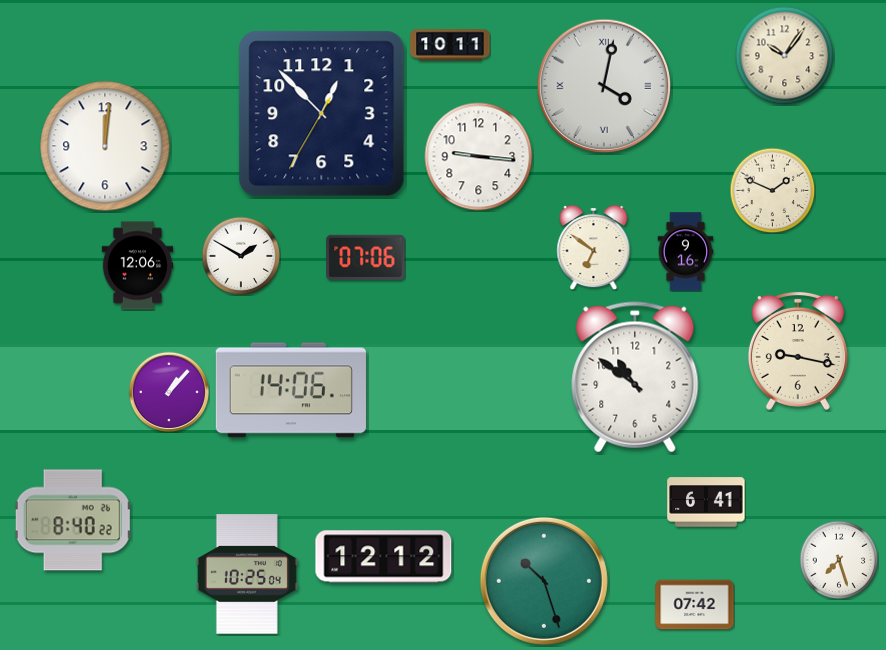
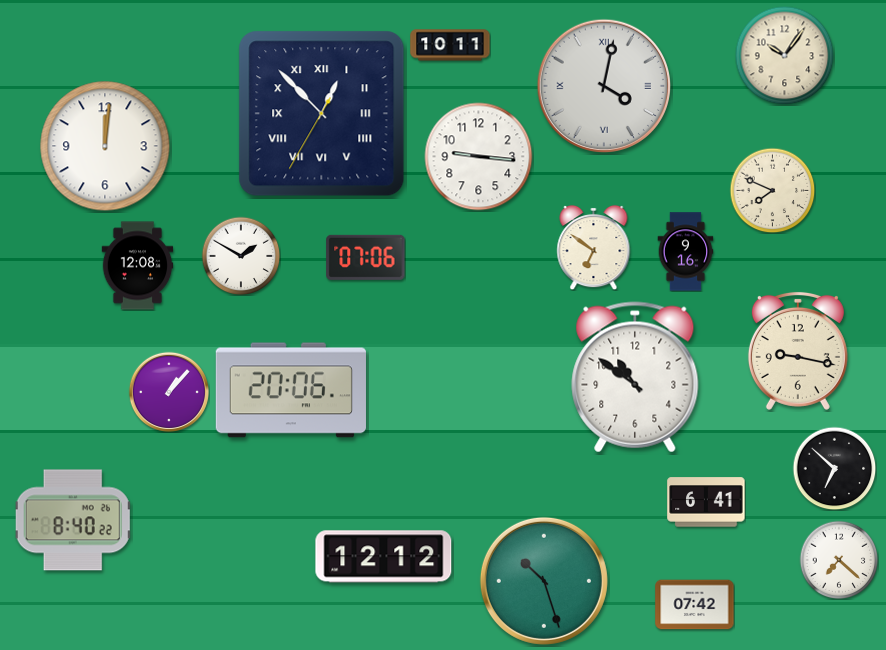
clock at (322, 114) numerals: Arabic -> Roman
clock at (772, 190): 1:49 -> 7:49
clock at (138, 266): 12:06 -> 12:08
clock at (291, 390): 14:06 -> 20:06
clock at (834, 468): none -> 6:52
clock at (839, 560): 7:27 -> 7:22
clock at (247, 574): 10:25 -> none
